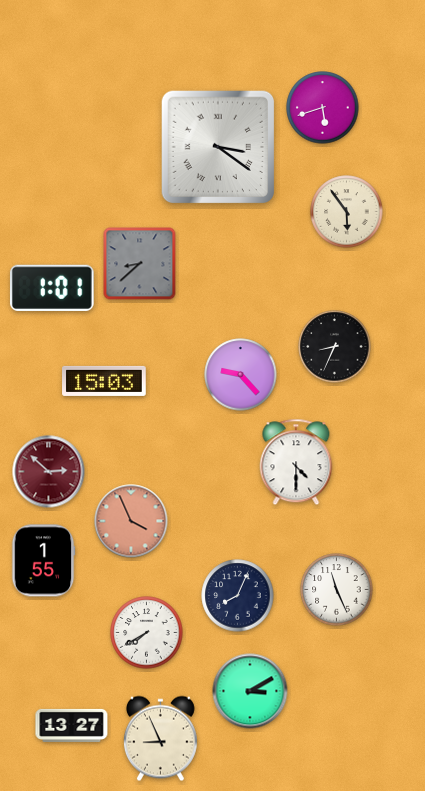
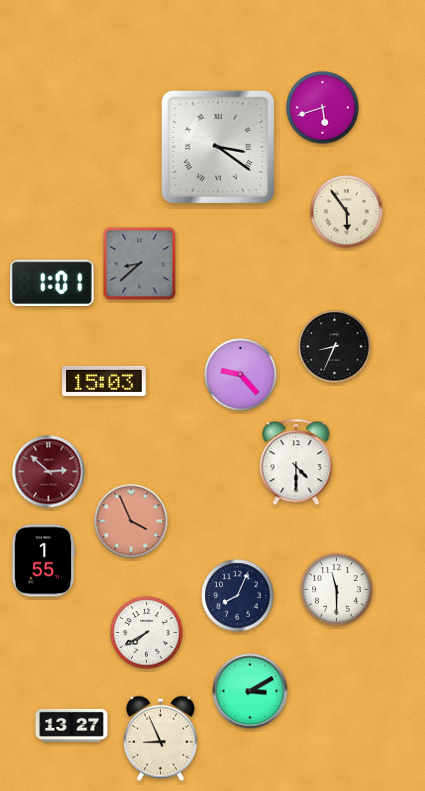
clock at (52, 288) position: (52, 288) -> (52, 283)
clock at (337, 590): 11:26 -> 11:30
